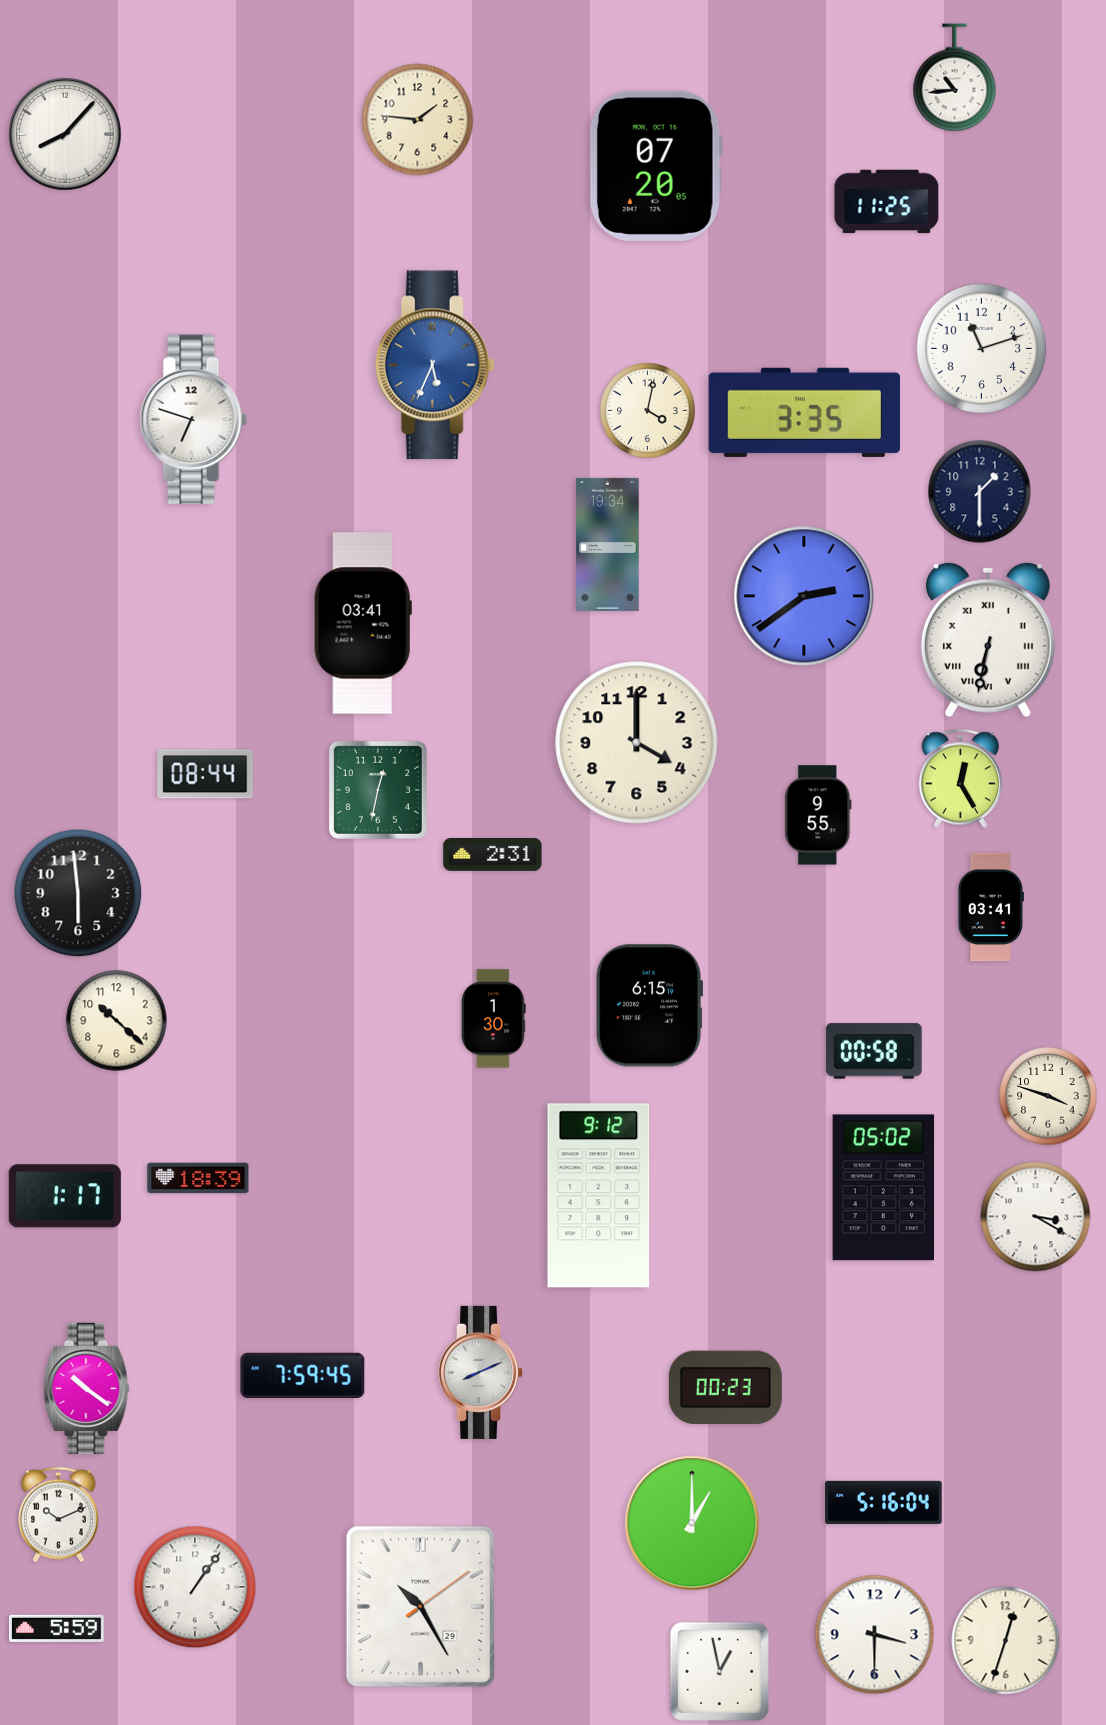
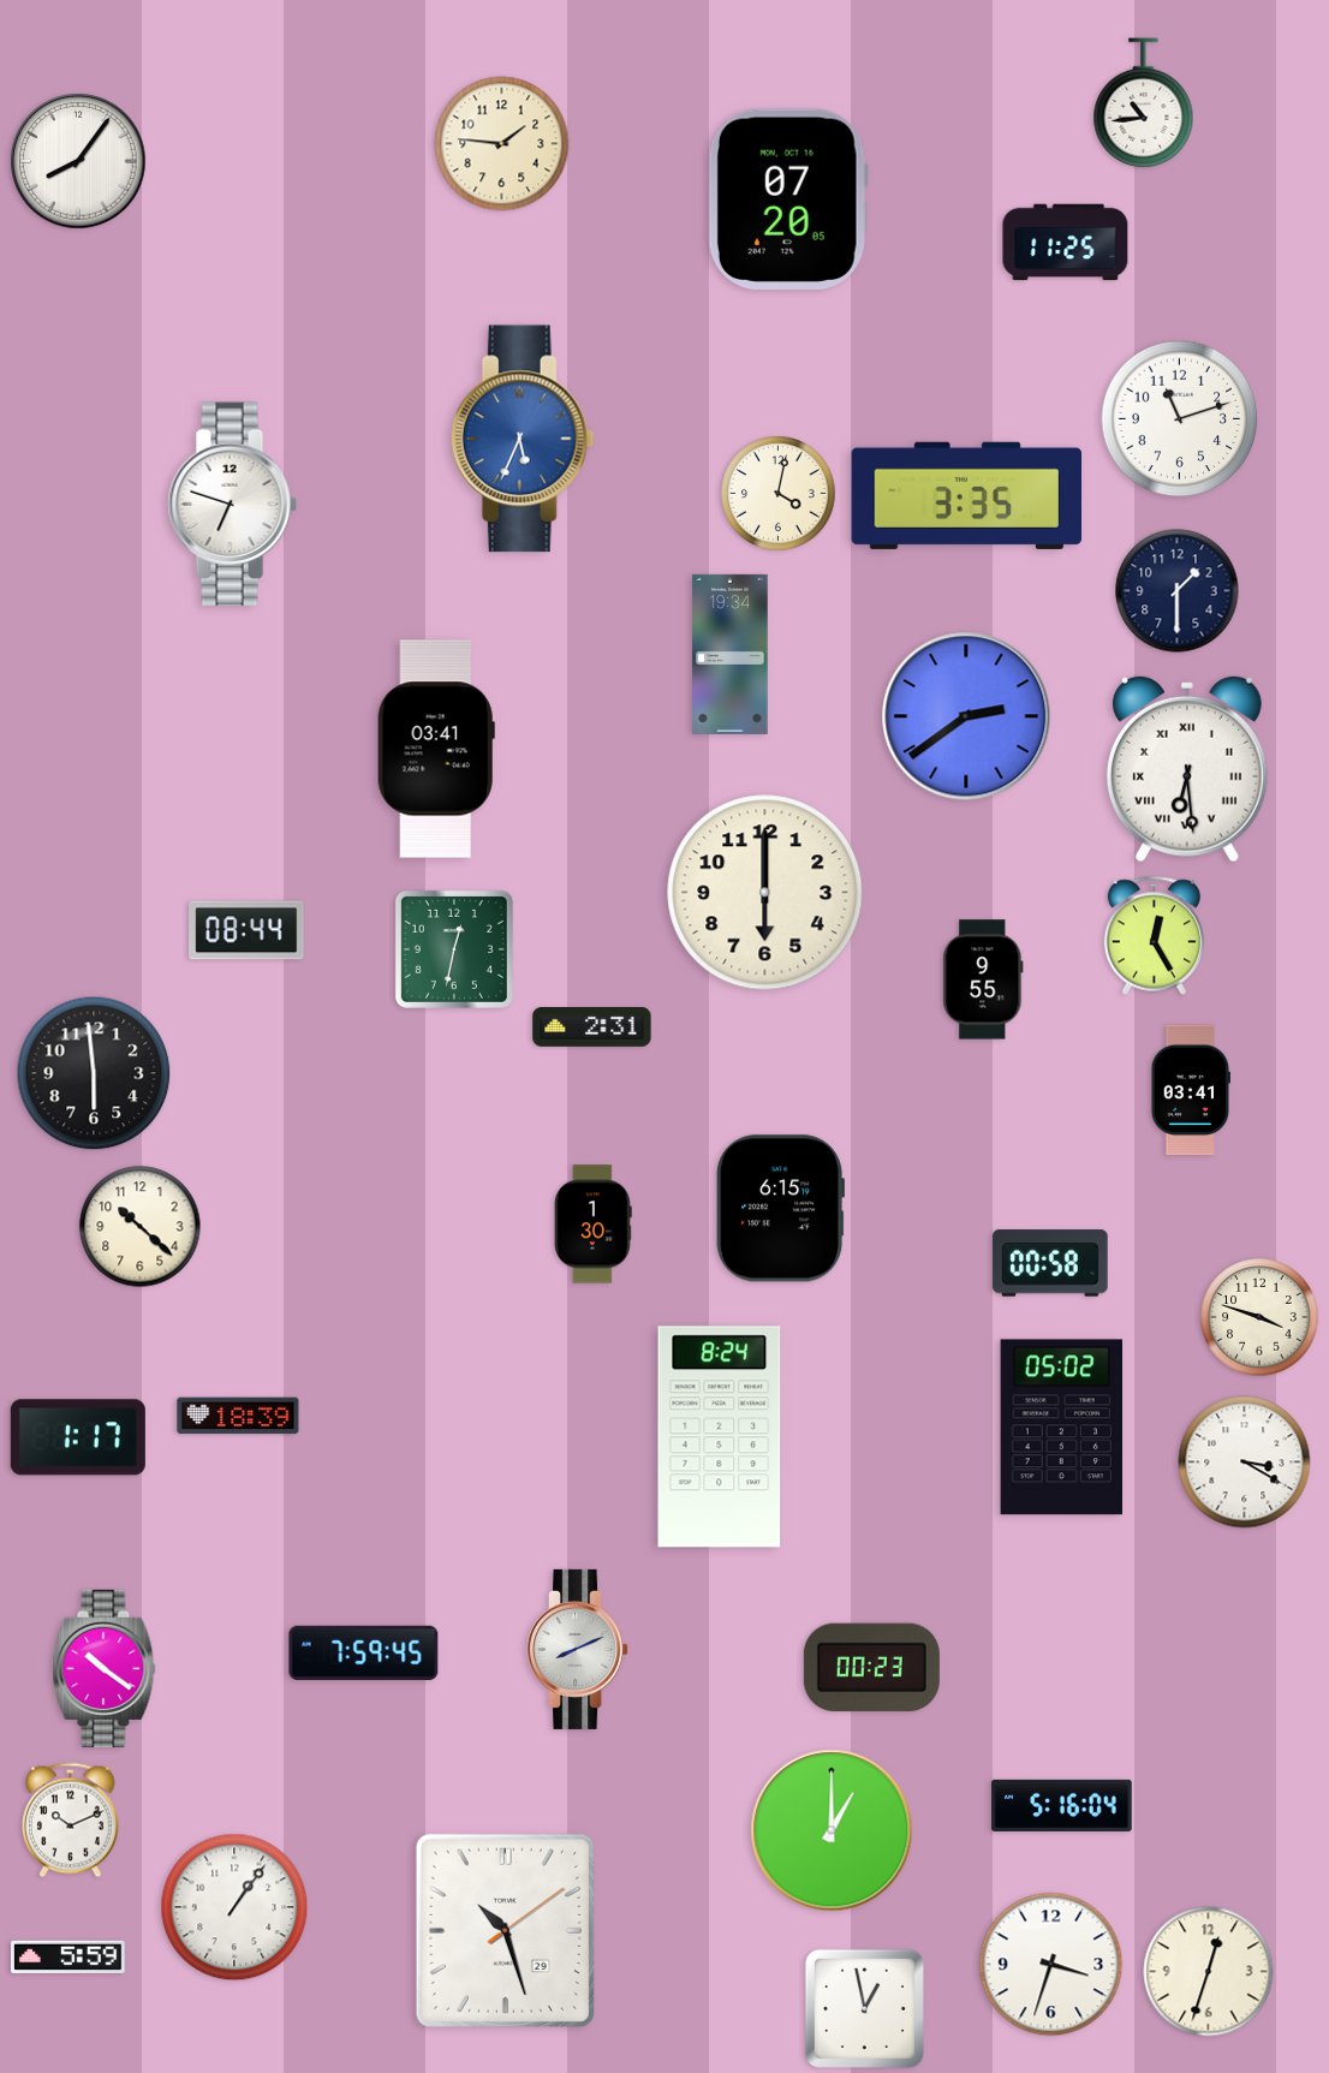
clock at (955, 78) position: (955, 78) -> (1144, 103)
clock at (65, 134): 8:07 -> 8:06
clock at (988, 640): 6:32 -> 6:29
clock at (637, 743): 4:00 -> 6:00
clock at (599, 1196): 9:12 -> 8:24
clock at (420, 1606): 10:25 -> 10:27
clock at (875, 1635): 3:30 -> 3:33
